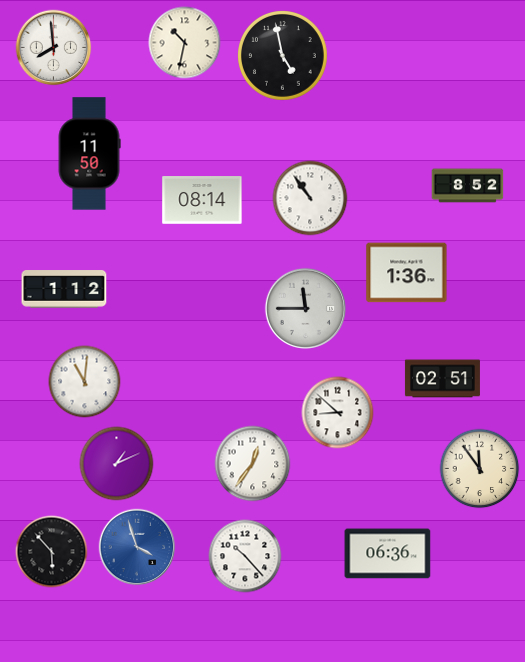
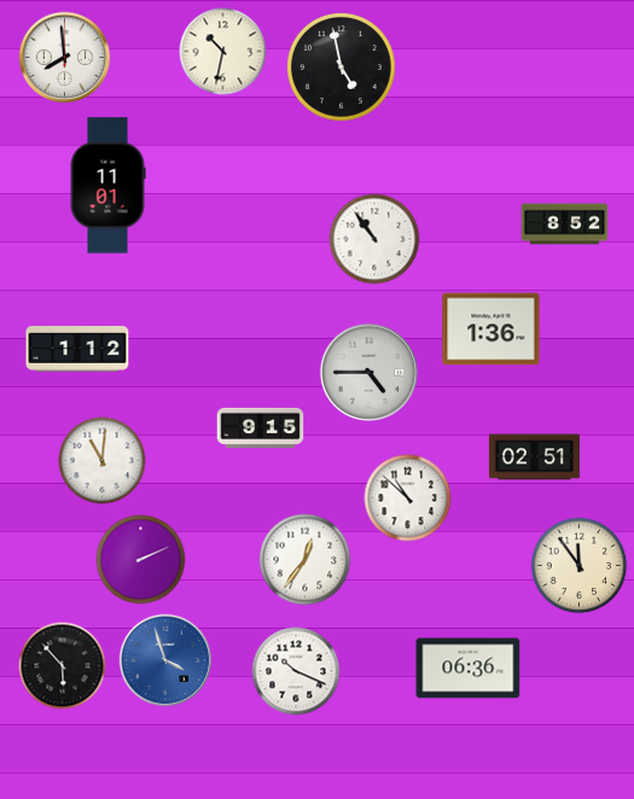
clock at (89, 154): 11:50 -> 11:01
clock at (202, 200): 08:14 -> none
clock at (305, 308): 11:45 -> 4:45
clock at (261, 427): none -> 9:15
clock at (338, 413): 8:52 -> 10:52
clock at (117, 464): 1:11 -> 2:11
clock at (245, 556): 10:23 -> 10:19
